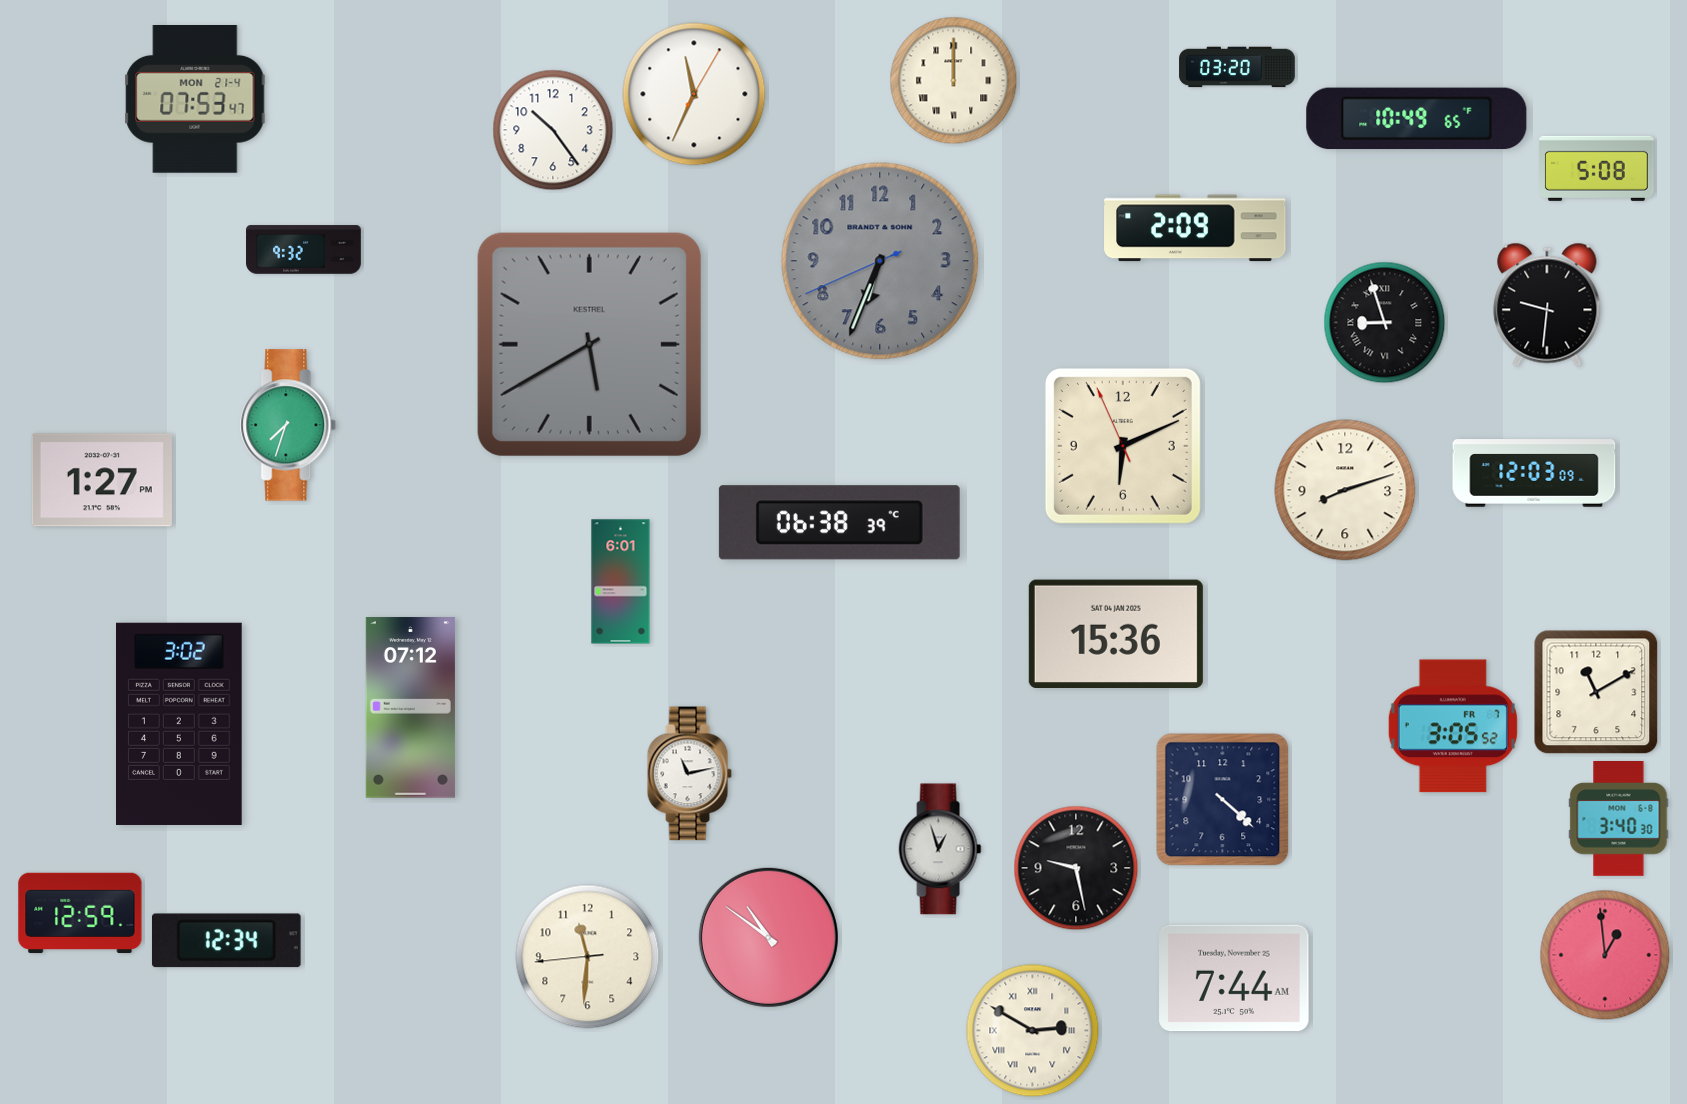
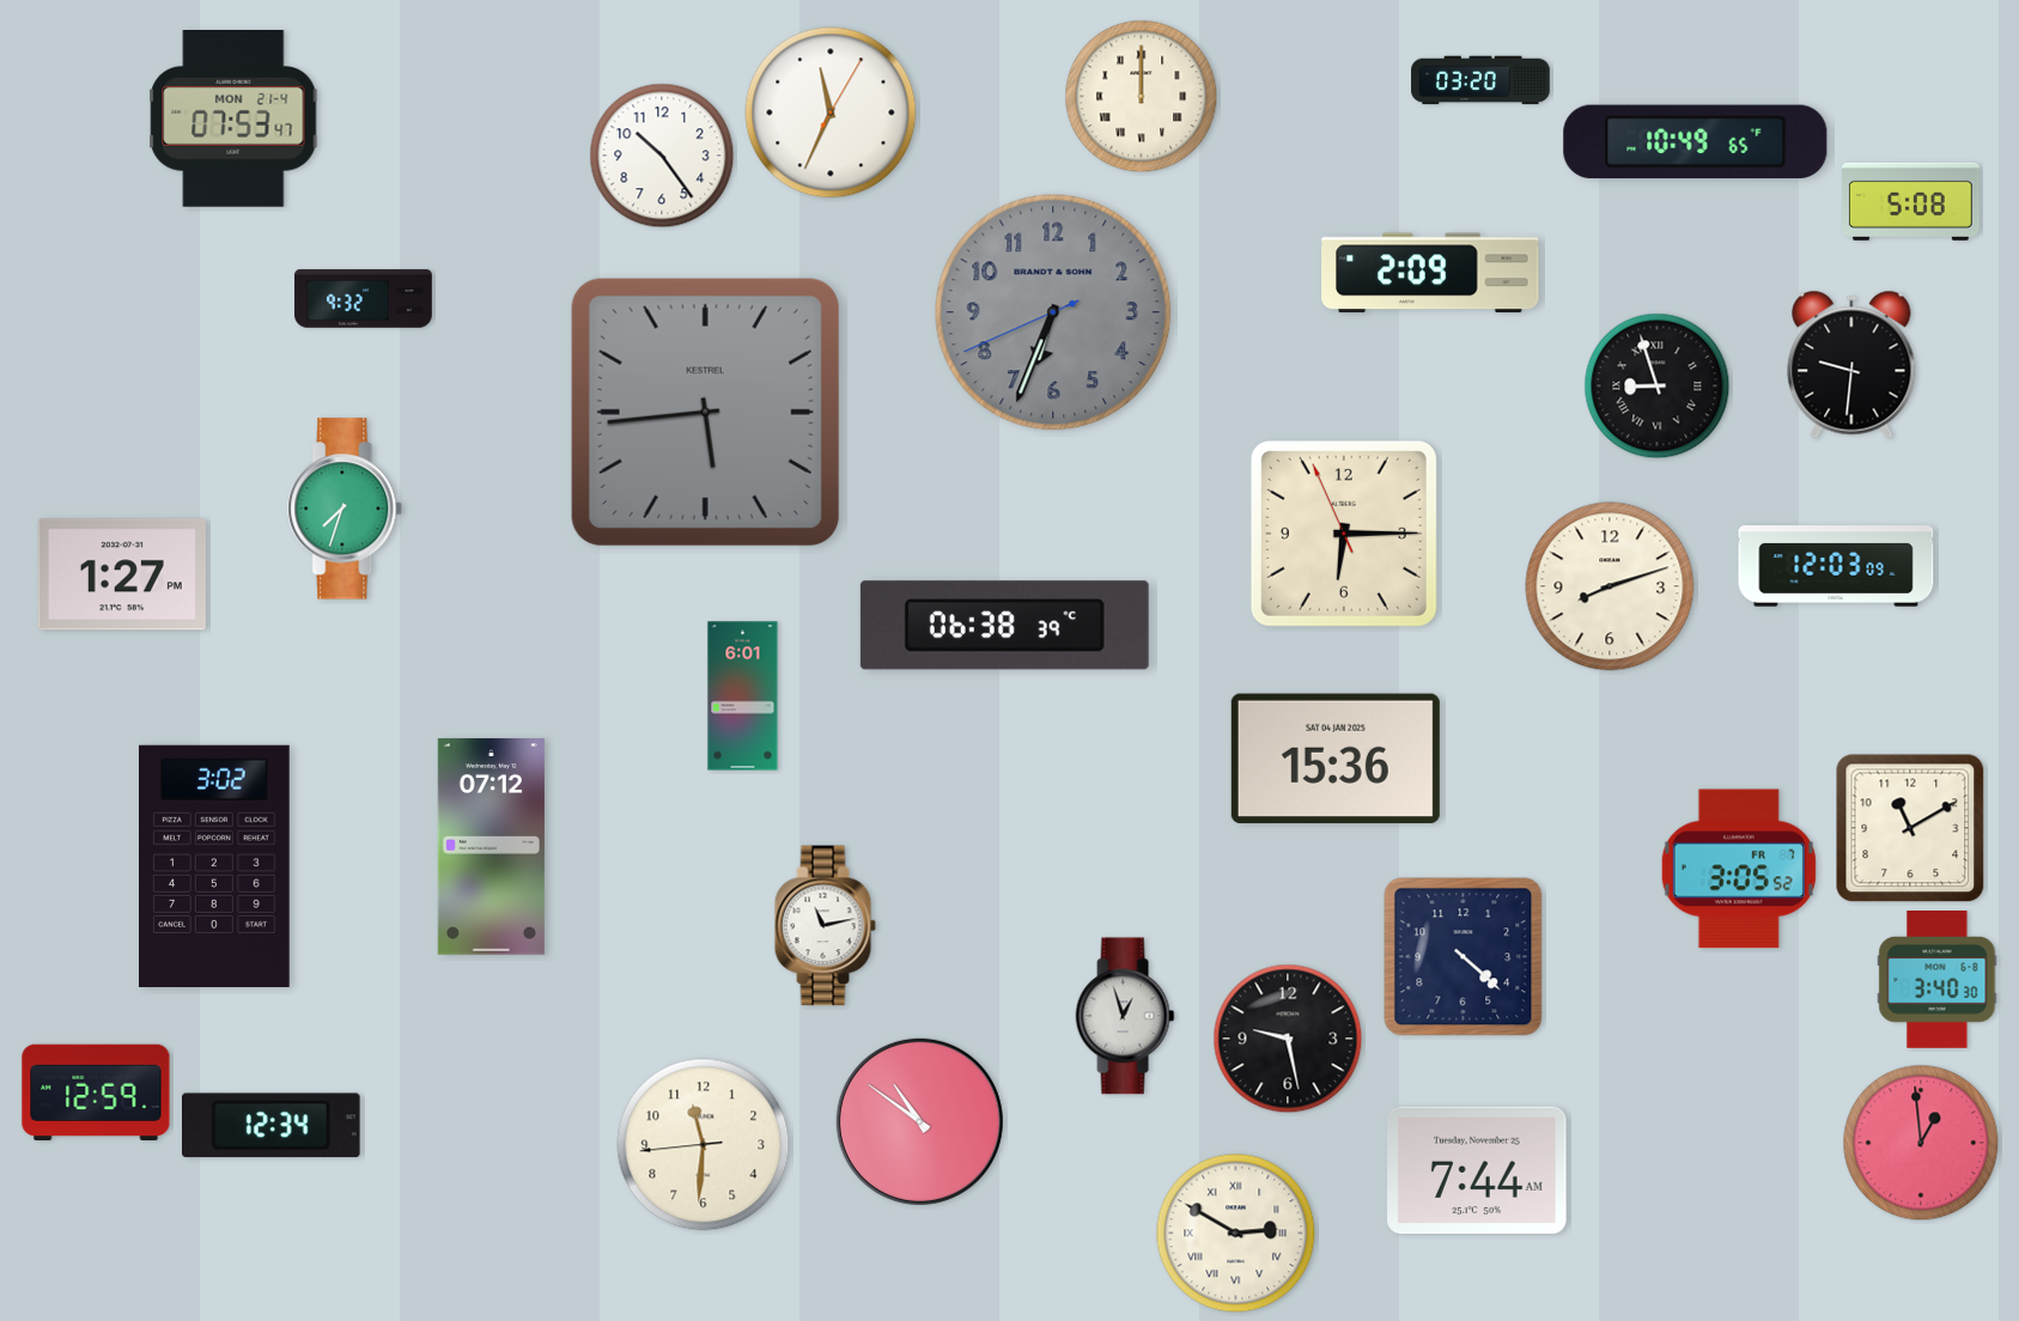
clock at (589, 344): 5:40 -> 5:44
clock at (1123, 446): 6:10 -> 6:14
